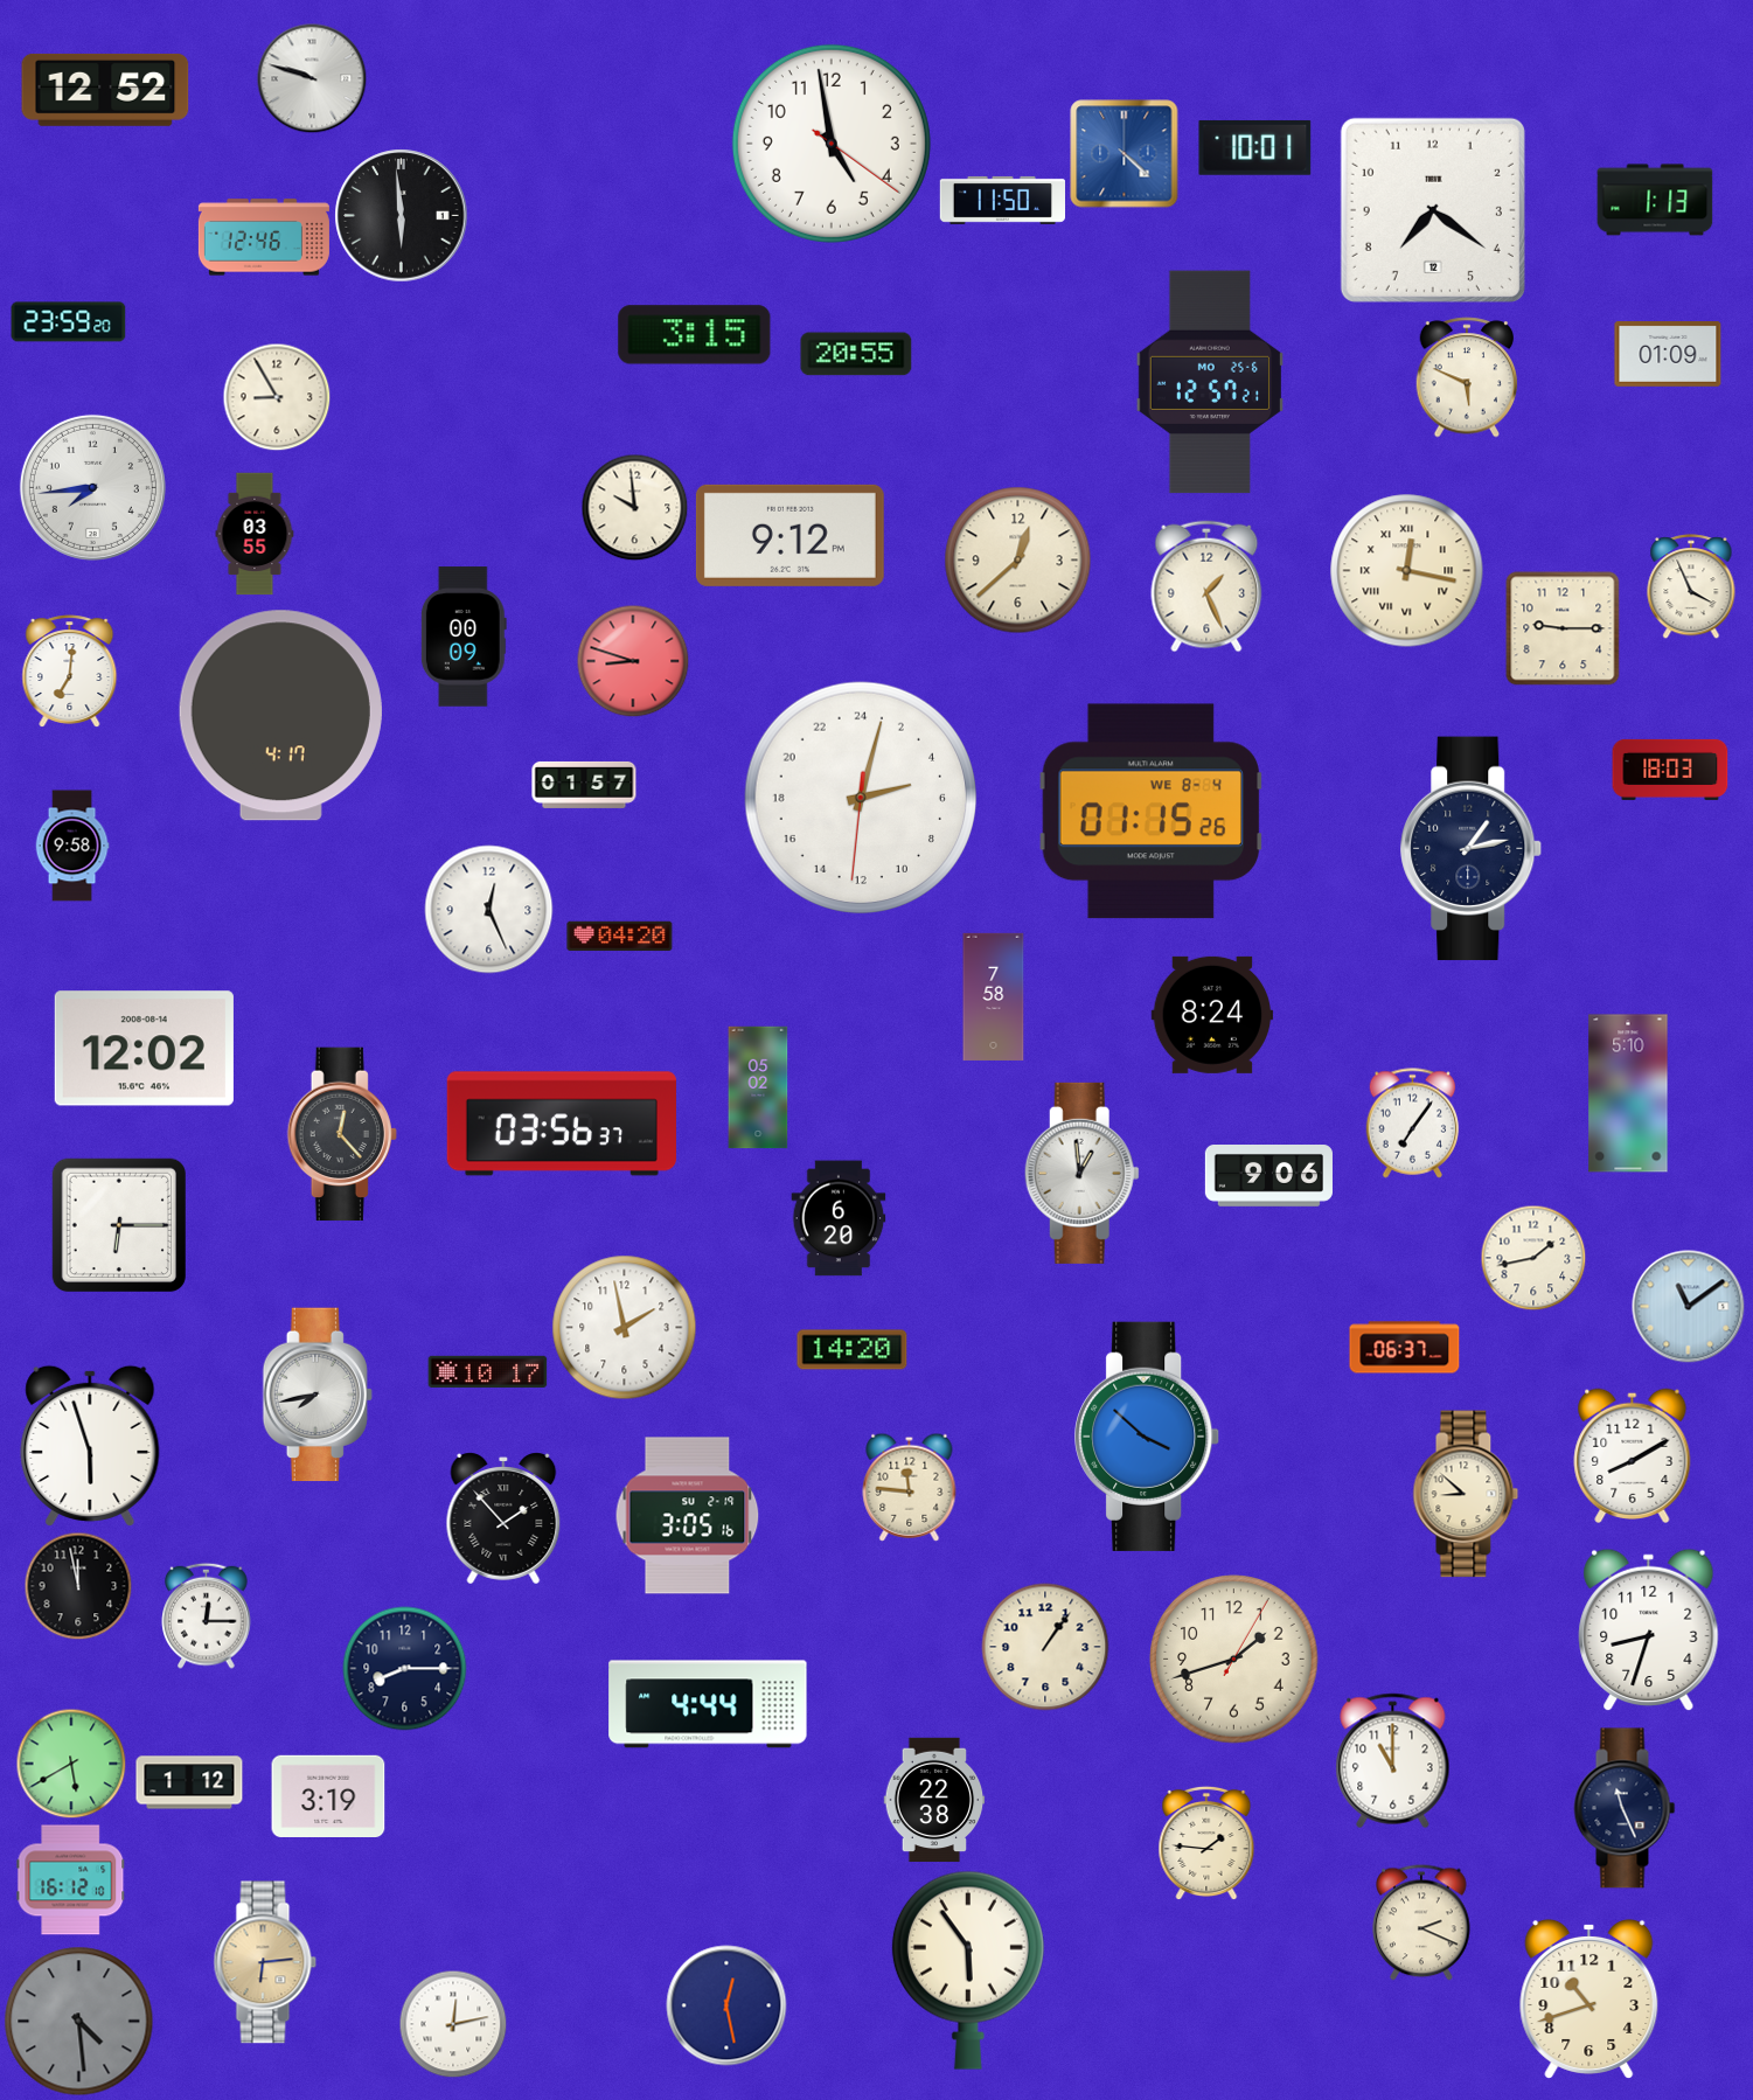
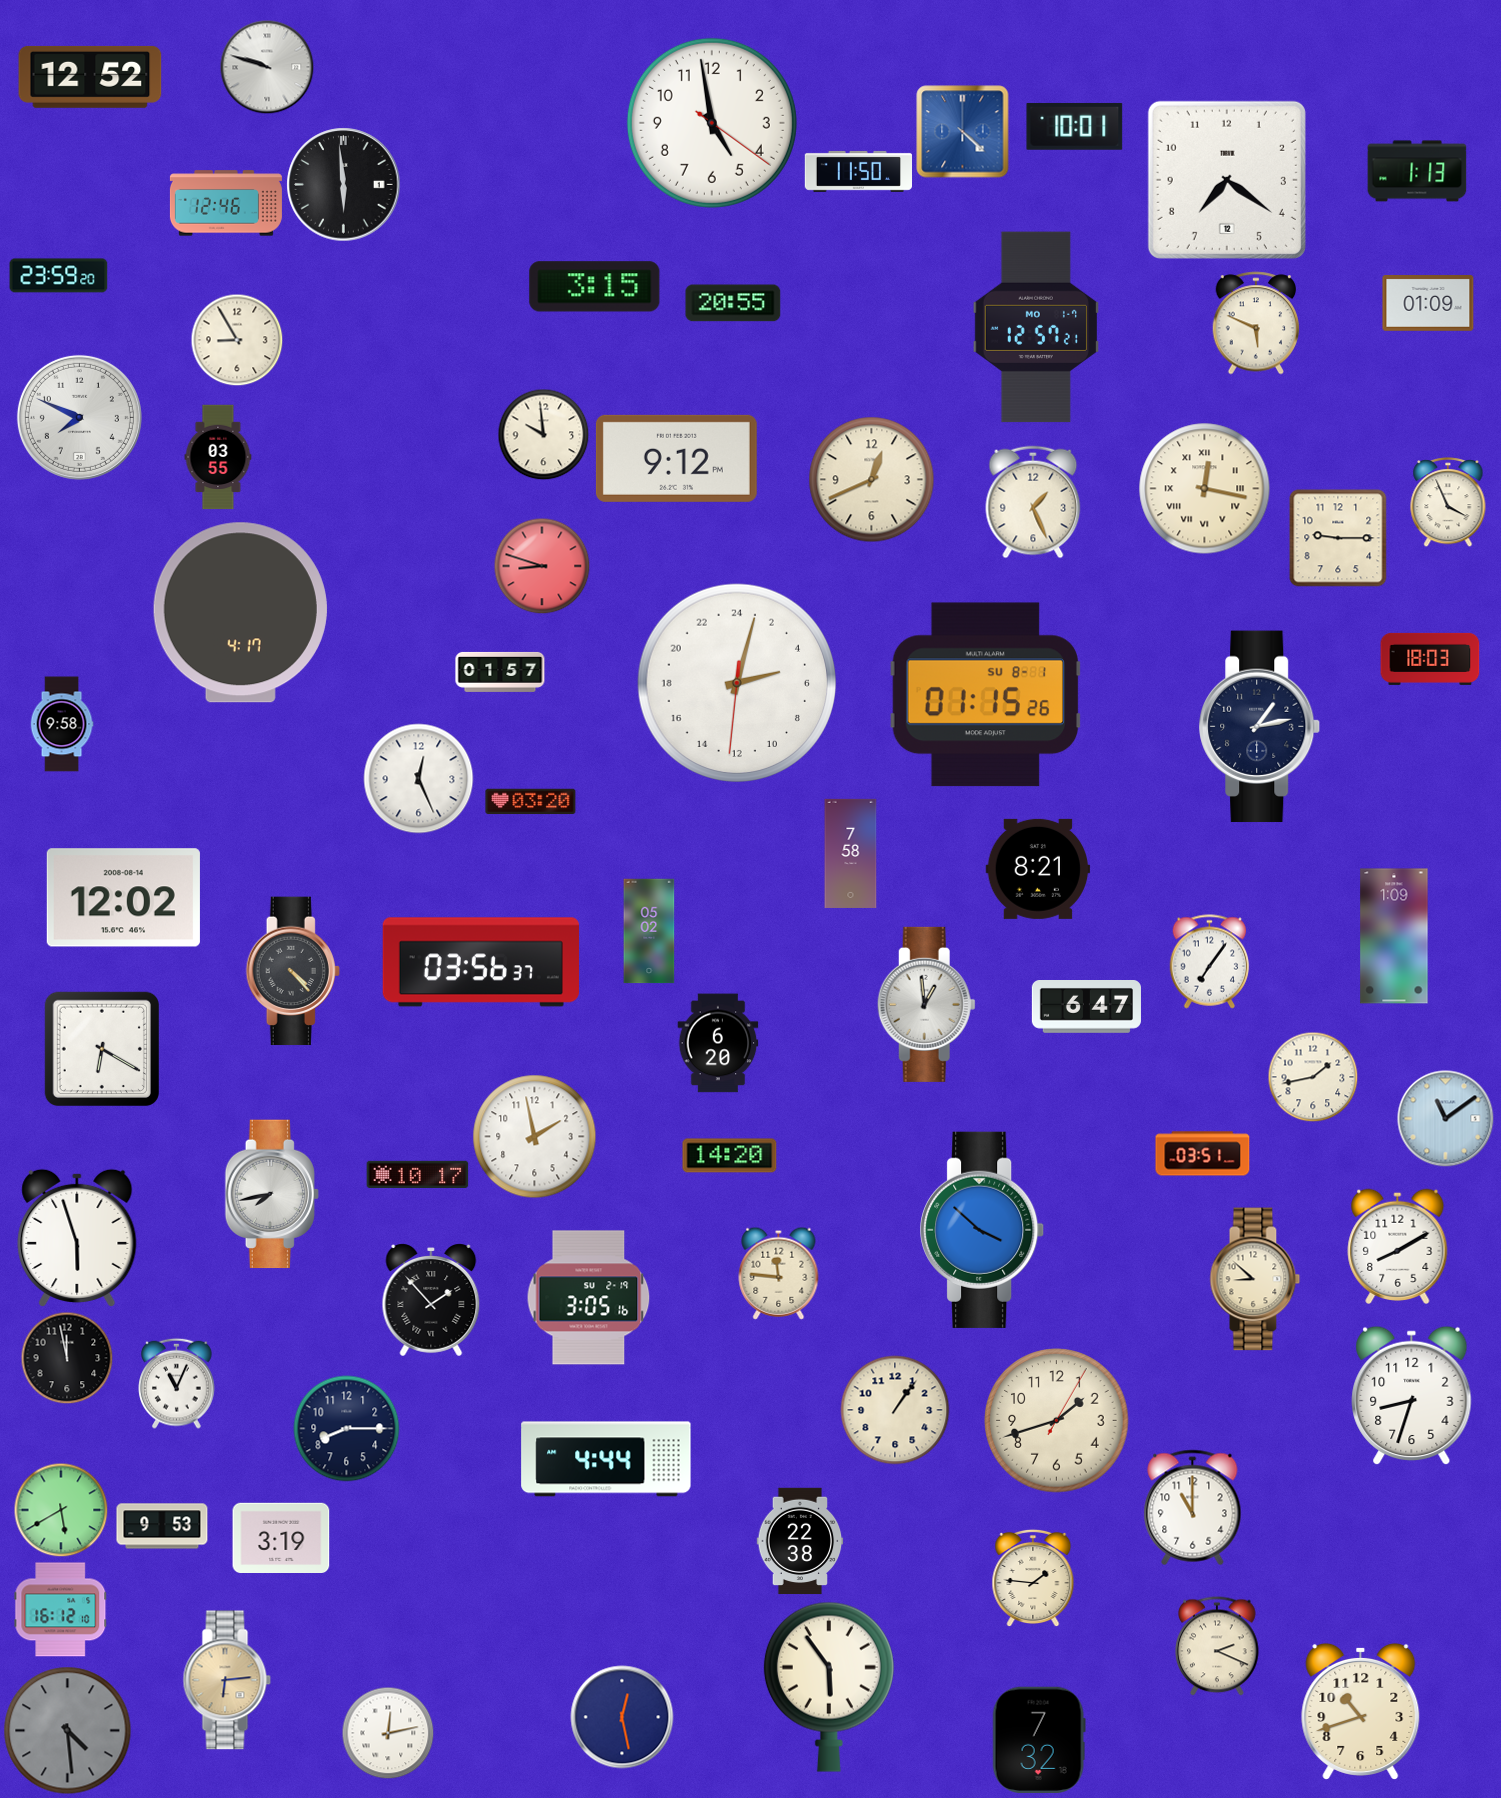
clock at (1210, 382) date: MO 25-6 -> MO 1-7
clock at (92, 487): 7:44 -> 7:49
clock at (1018, 561): 12:38 -> 12:41
clock at (464, 637): 00:09 -> none
clock at (70, 672): 7:01 -> none
clock at (1152, 812) date: WE 8-4 -> SU 8-1
clock at (620, 937): 04:20 -> 03:20
clock at (1212, 1015): 8:24 -> 8:21
clock at (1628, 1093): 5:10 -> 1:09
clock at (342, 1134): 12:23 -> 4:23
clock at (1268, 1176): 9:06 -> 6:47
clock at (119, 1225): 6:15 -> 6:20
clock at (1405, 1348): 06:37 -> 03:51
clock at (207, 1615): 12:15 -> 11:04
clock at (189, 1782): 1:12 -> 9:53
clock at (1625, 1808): 11:26 -> none
clock at (1039, 1740): none -> 7:32
